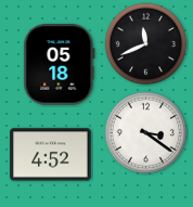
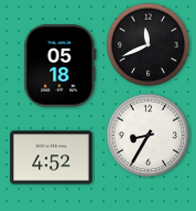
clock at (146, 133): 3:21 -> 8:35
